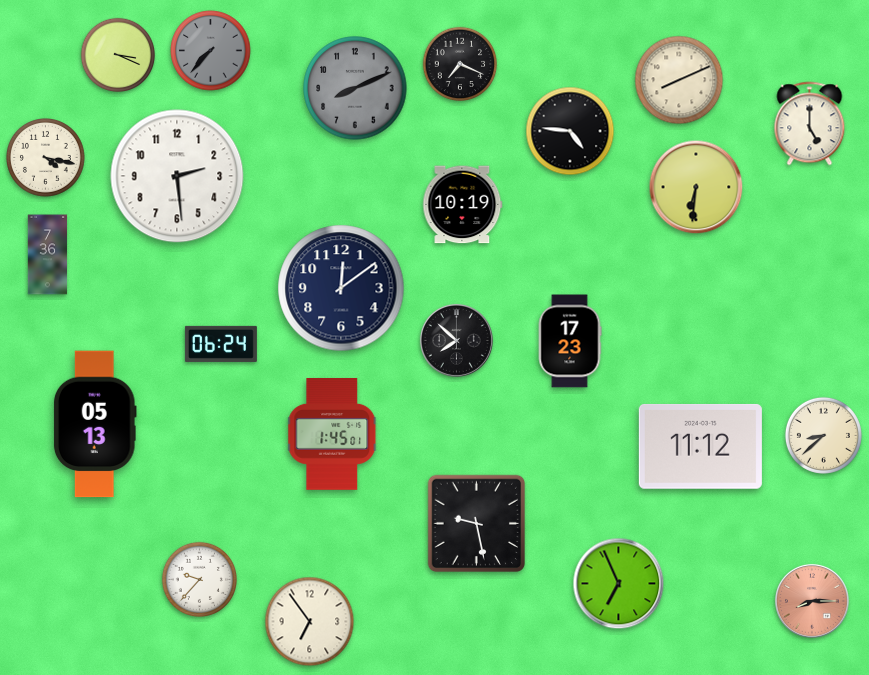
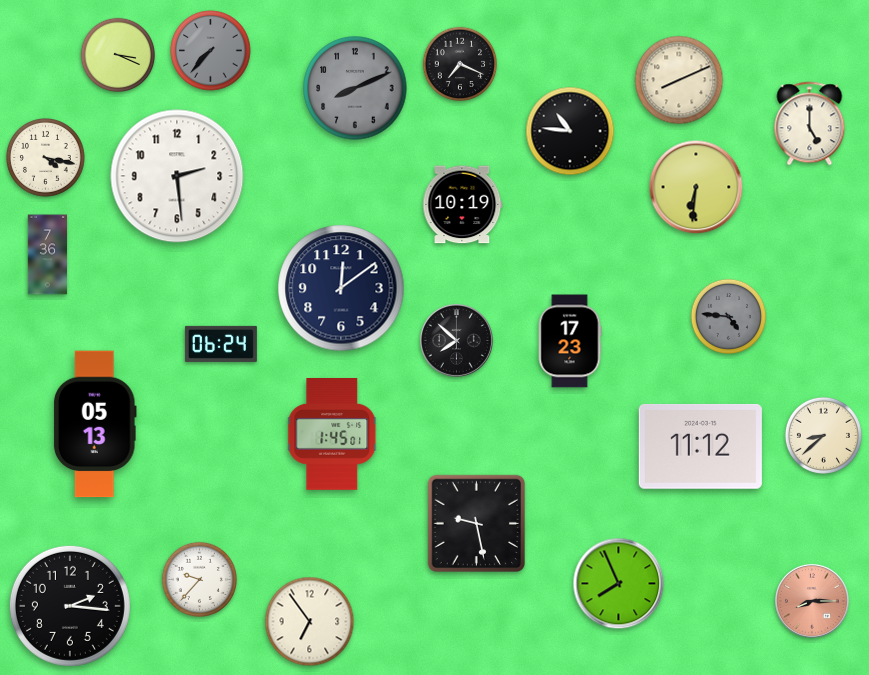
clock at (570, 131): 4:46 -> 10:46
clock at (728, 316): none -> 4:46
clock at (619, 584): 6:56 -> 7:56
clock at (70, 606): none -> 2:16
